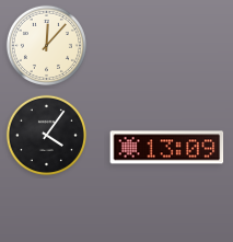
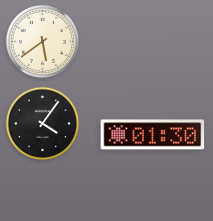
clock at (46, 45): 12:07 -> 5:39
clock at (167, 148): 13:09 -> 01:30
